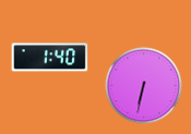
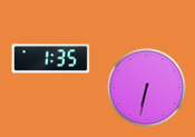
clock at (50, 58): 1:40 -> 1:35
